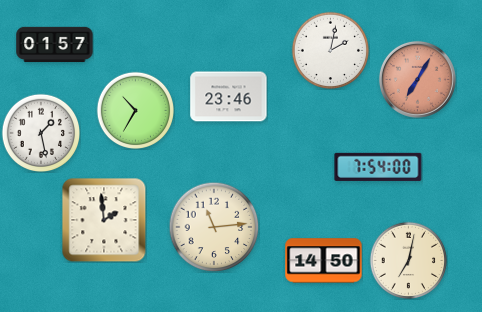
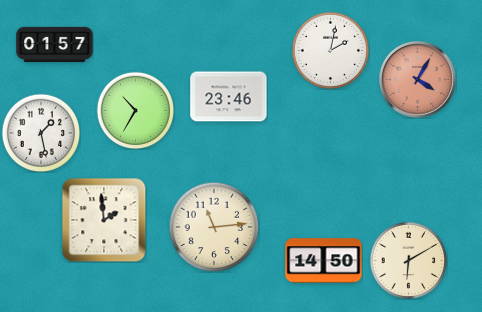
clock at (417, 79): 7:05 -> 4:05
clock at (378, 167): 7:54 -> none
clock at (408, 260): 7:02 -> 6:10
